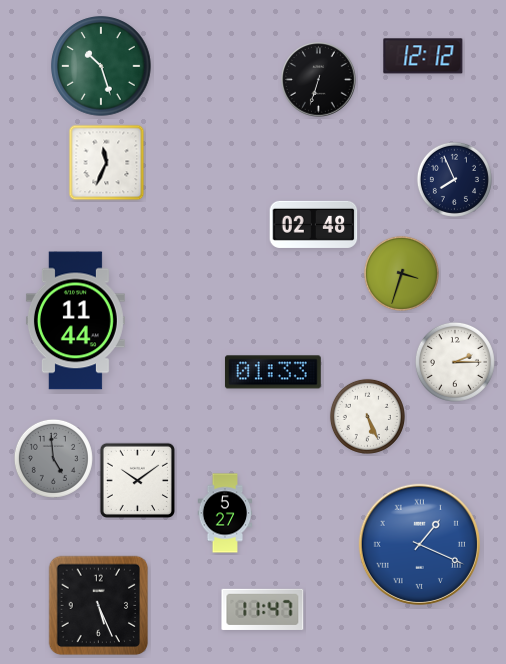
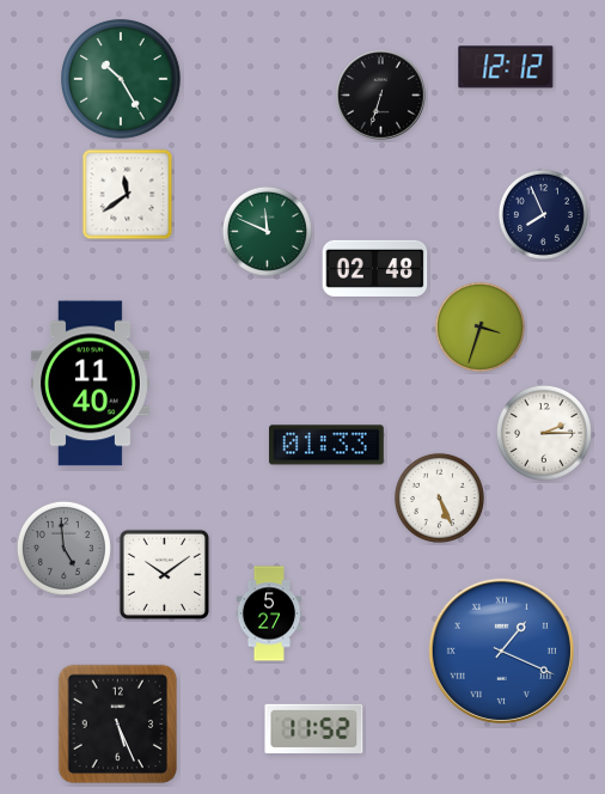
clock at (101, 66): 10:27 -> 10:25
clock at (107, 163): 11:34 -> 11:39
clock at (267, 231): none -> 11:49
clock at (75, 321): 11:44 -> 11:40
clock at (263, 609): 11:47 -> 11:52
